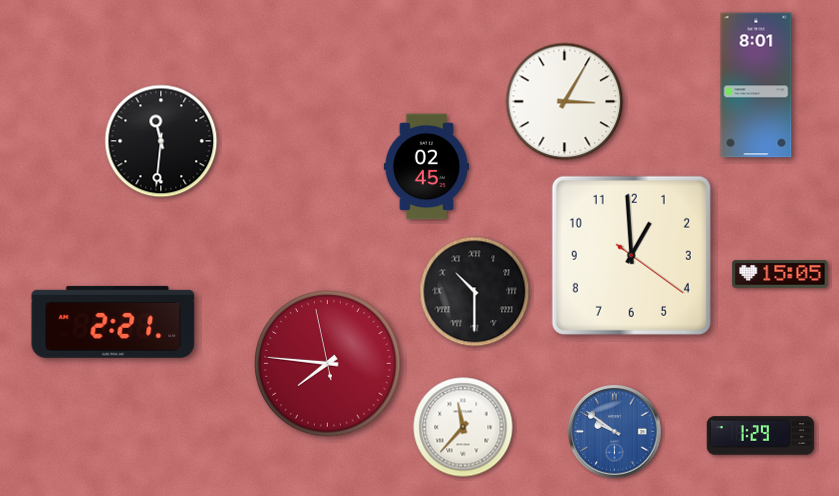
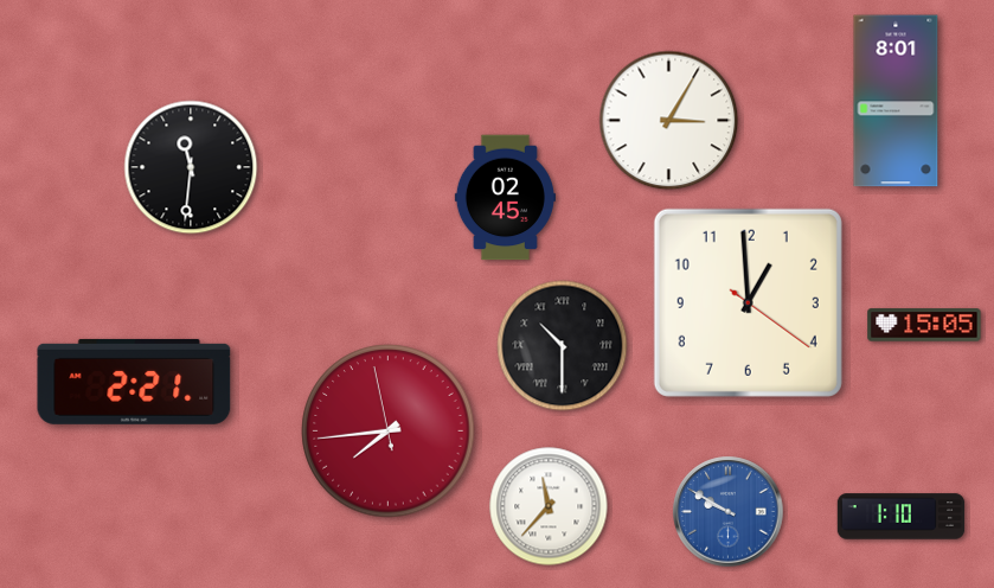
clock at (328, 364): 7:45 -> 7:43
clock at (615, 432): 9:51 -> 9:50
clock at (761, 436): 1:29 -> 1:10
